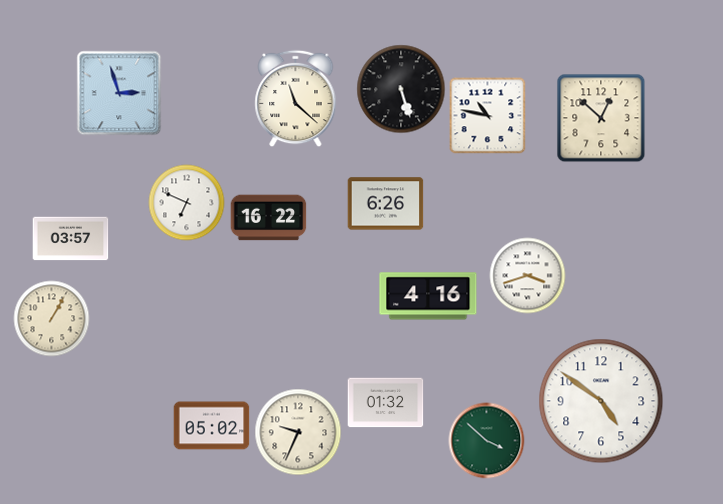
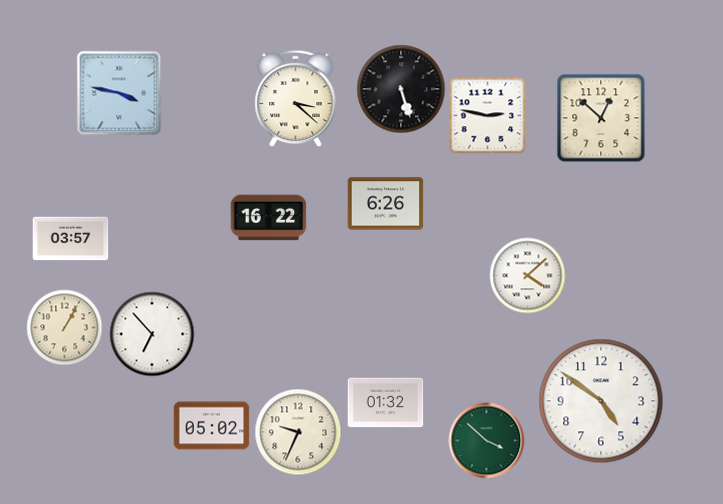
clock at (119, 93): 2:57 -> 3:47
clock at (296, 99): 11:22 -> 3:22
clock at (488, 116): 10:47 -> 2:47
clock at (187, 203): 6:49 -> none
clock at (528, 276): 3:42 -> 4:08
clock at (428, 296): 4:16 -> none
clock at (52, 319) position: (52, 319) -> (65, 328)
clock at (152, 334): none -> 6:53
